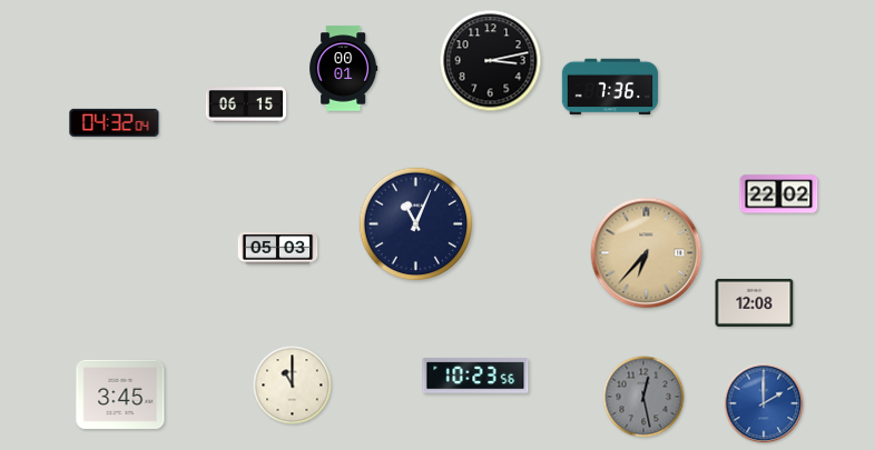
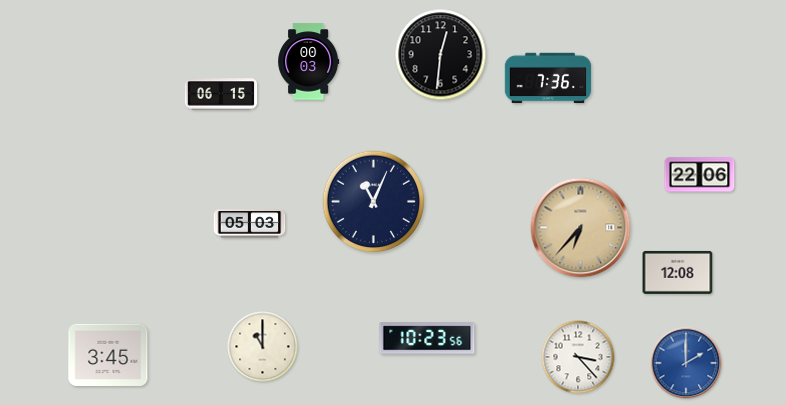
clock at (491, 61): 3:13 -> 12:31
clock at (344, 69): 00:01 -> 00:03
clock at (115, 122): 04:32 -> none
clock at (779, 194): 22:02 -> 22:06
clock at (643, 397): 12:28 -> 3:23
clock at (643, 397) dial: grey -> white
